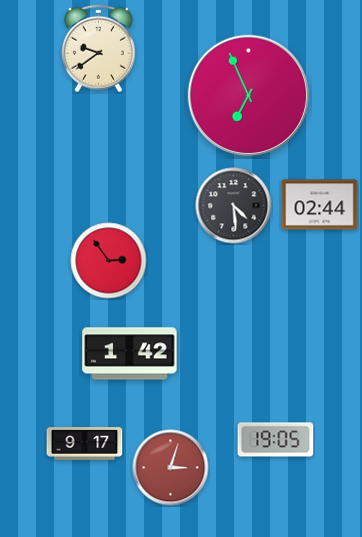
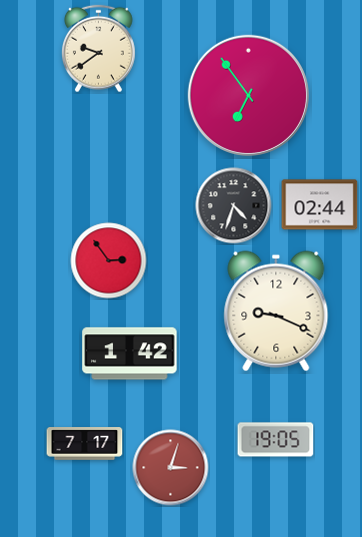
clock at (248, 95): 6:56 -> 6:54
clock at (234, 206): 4:29 -> 4:33
clock at (276, 311): none -> 9:19
clock at (85, 444): 9:17 -> 7:17
